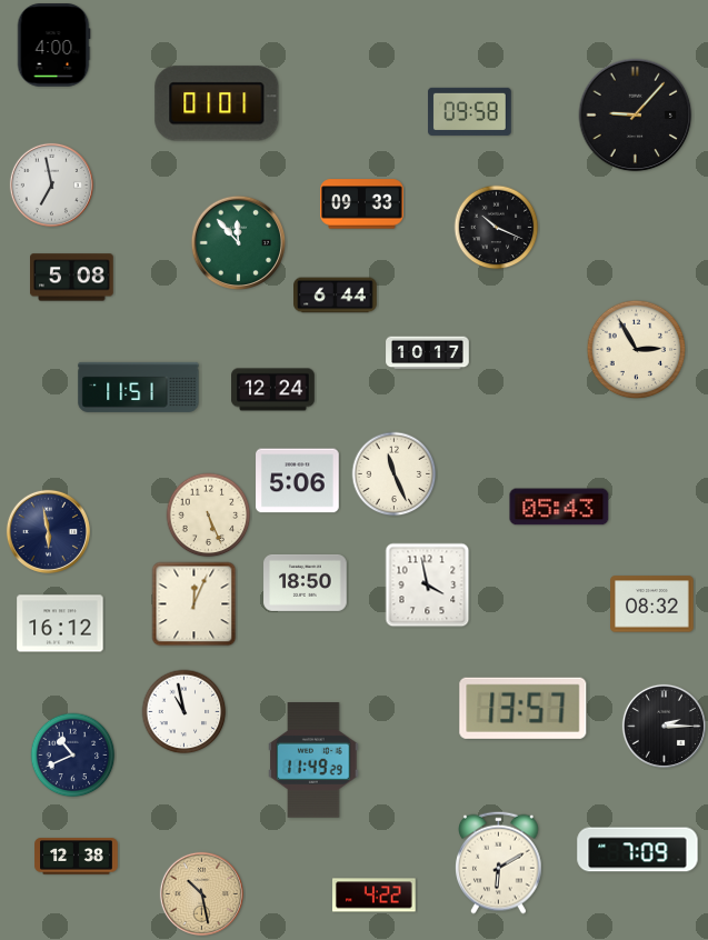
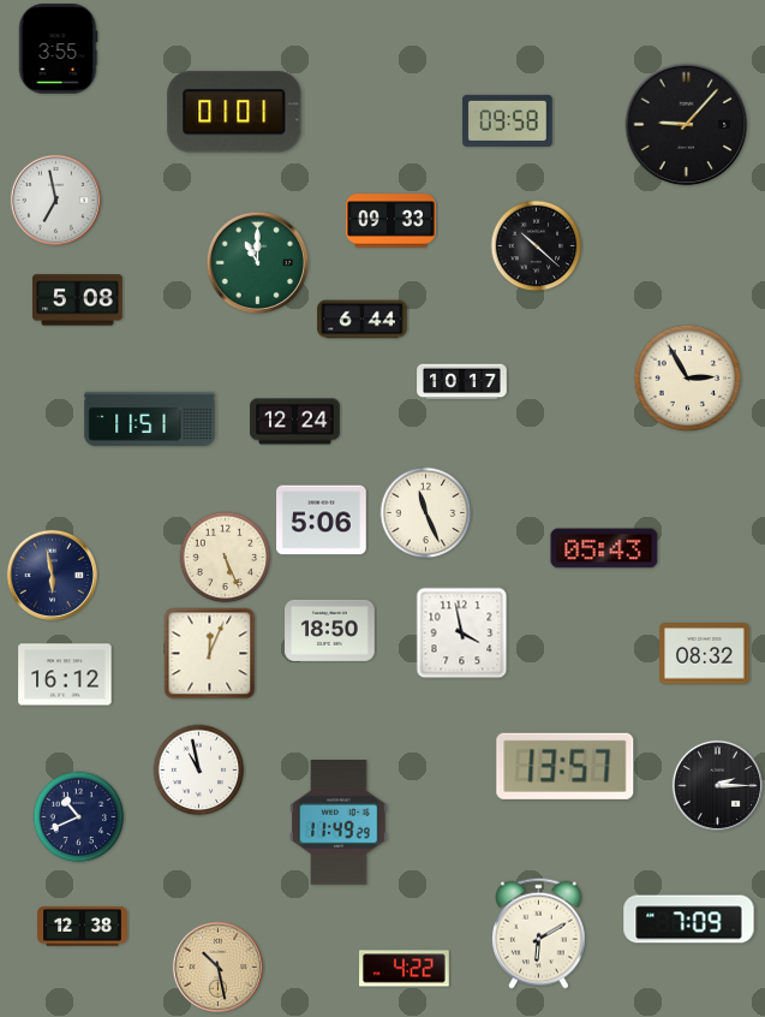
clock at (53, 46): 4:00 -> 3:55
clock at (497, 228): 10:19 -> 10:22
clock at (239, 243): 11:53 -> 11:00
